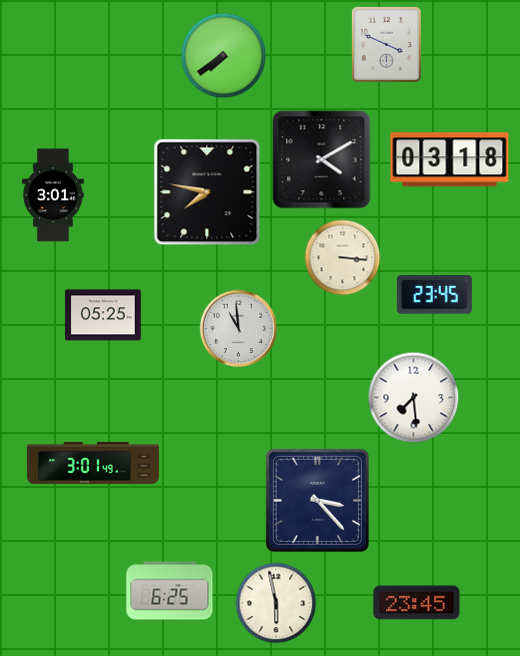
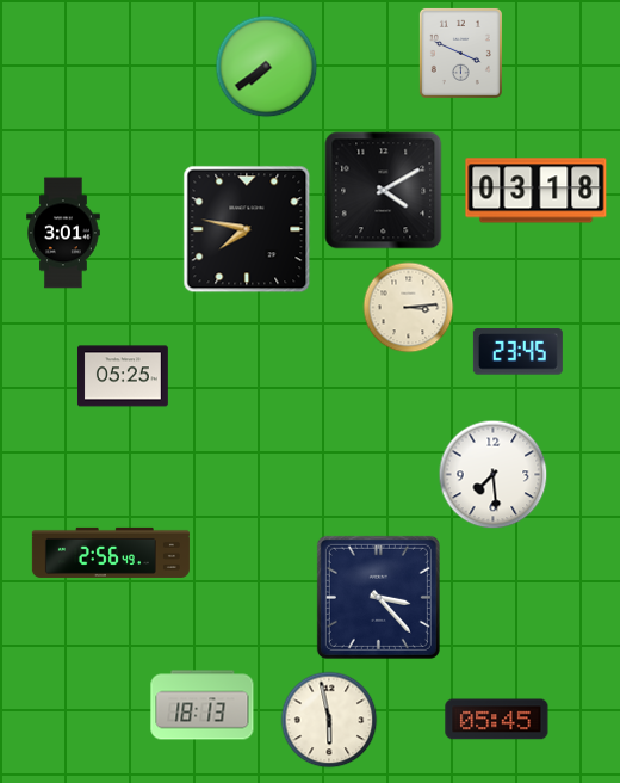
clock at (343, 258): 3:16 -> 3:14
clock at (239, 329): 10:59 -> none
clock at (93, 463): 3:01 -> 2:56
clock at (170, 591): 6:25 -> 18:13
clock at (417, 603): 23:45 -> 05:45
